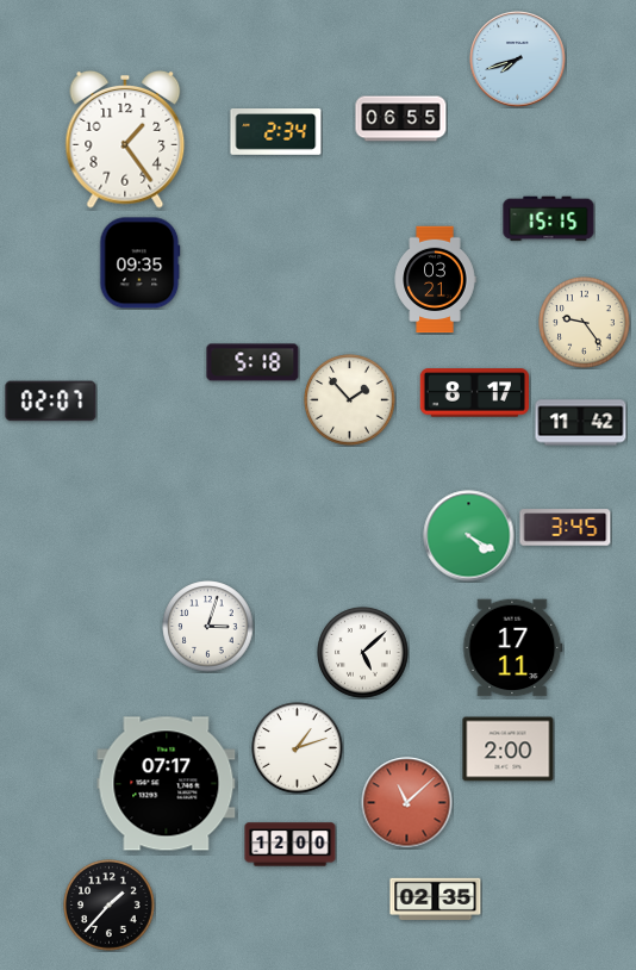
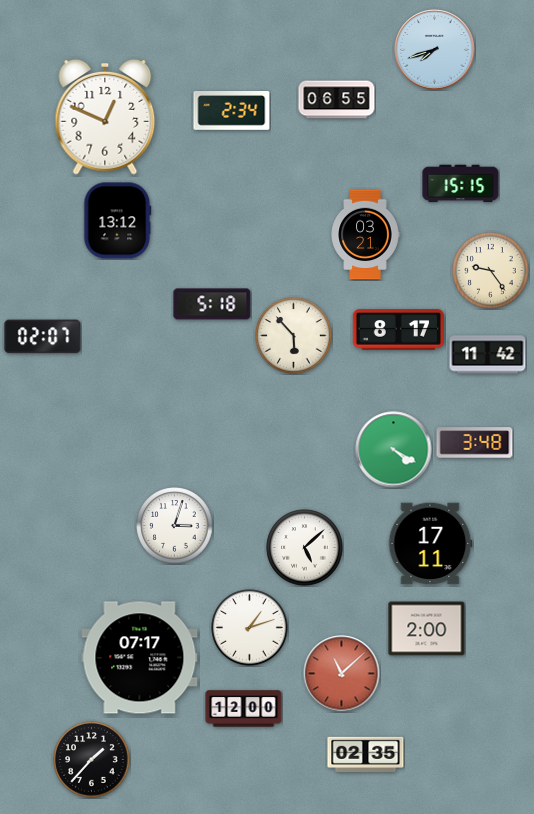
clock at (125, 139): 1:24 -> 12:49
clock at (141, 263): 09:35 -> 13:12
clock at (350, 400): 1:53 -> 5:53
clock at (566, 528): 3:45 -> 3:48
